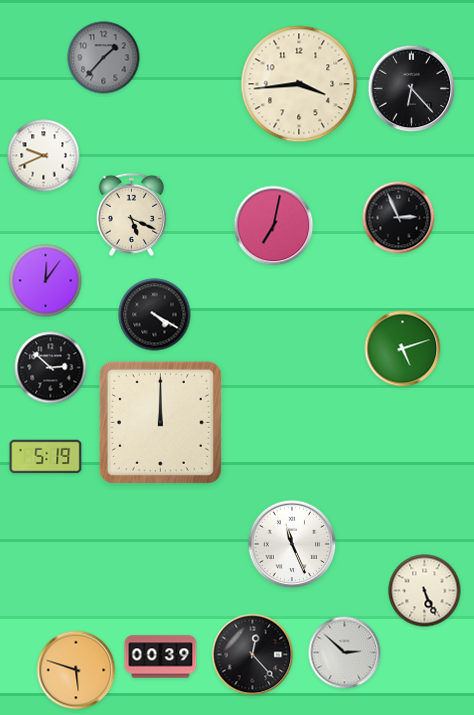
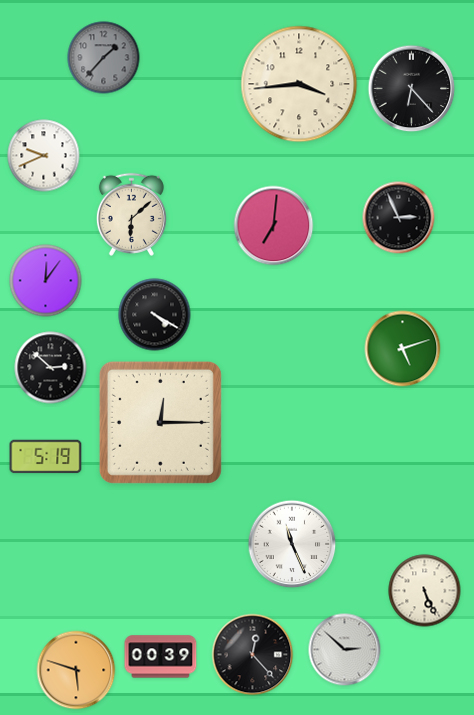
clock at (131, 214): 5:19 -> 6:08
clock at (274, 226): 7:02 -> 7:01
clock at (160, 422): 12:00 -> 12:15
clock at (345, 653) position: (345, 653) -> (345, 650)
